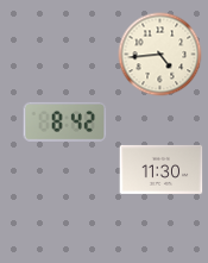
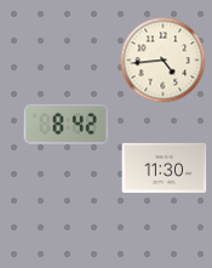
clock at (160, 55) position: (160, 55) -> (164, 61)
clock at (162, 169) position: (162, 169) -> (165, 167)
